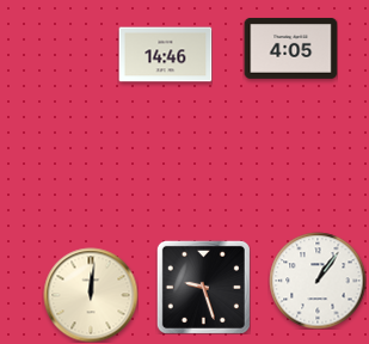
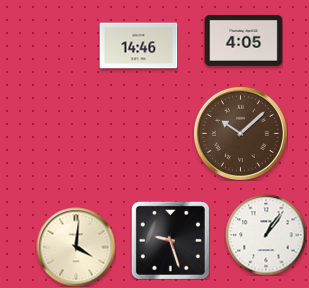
clock at (240, 133): none -> 10:08
clock at (91, 295): 12:01 -> 4:01
